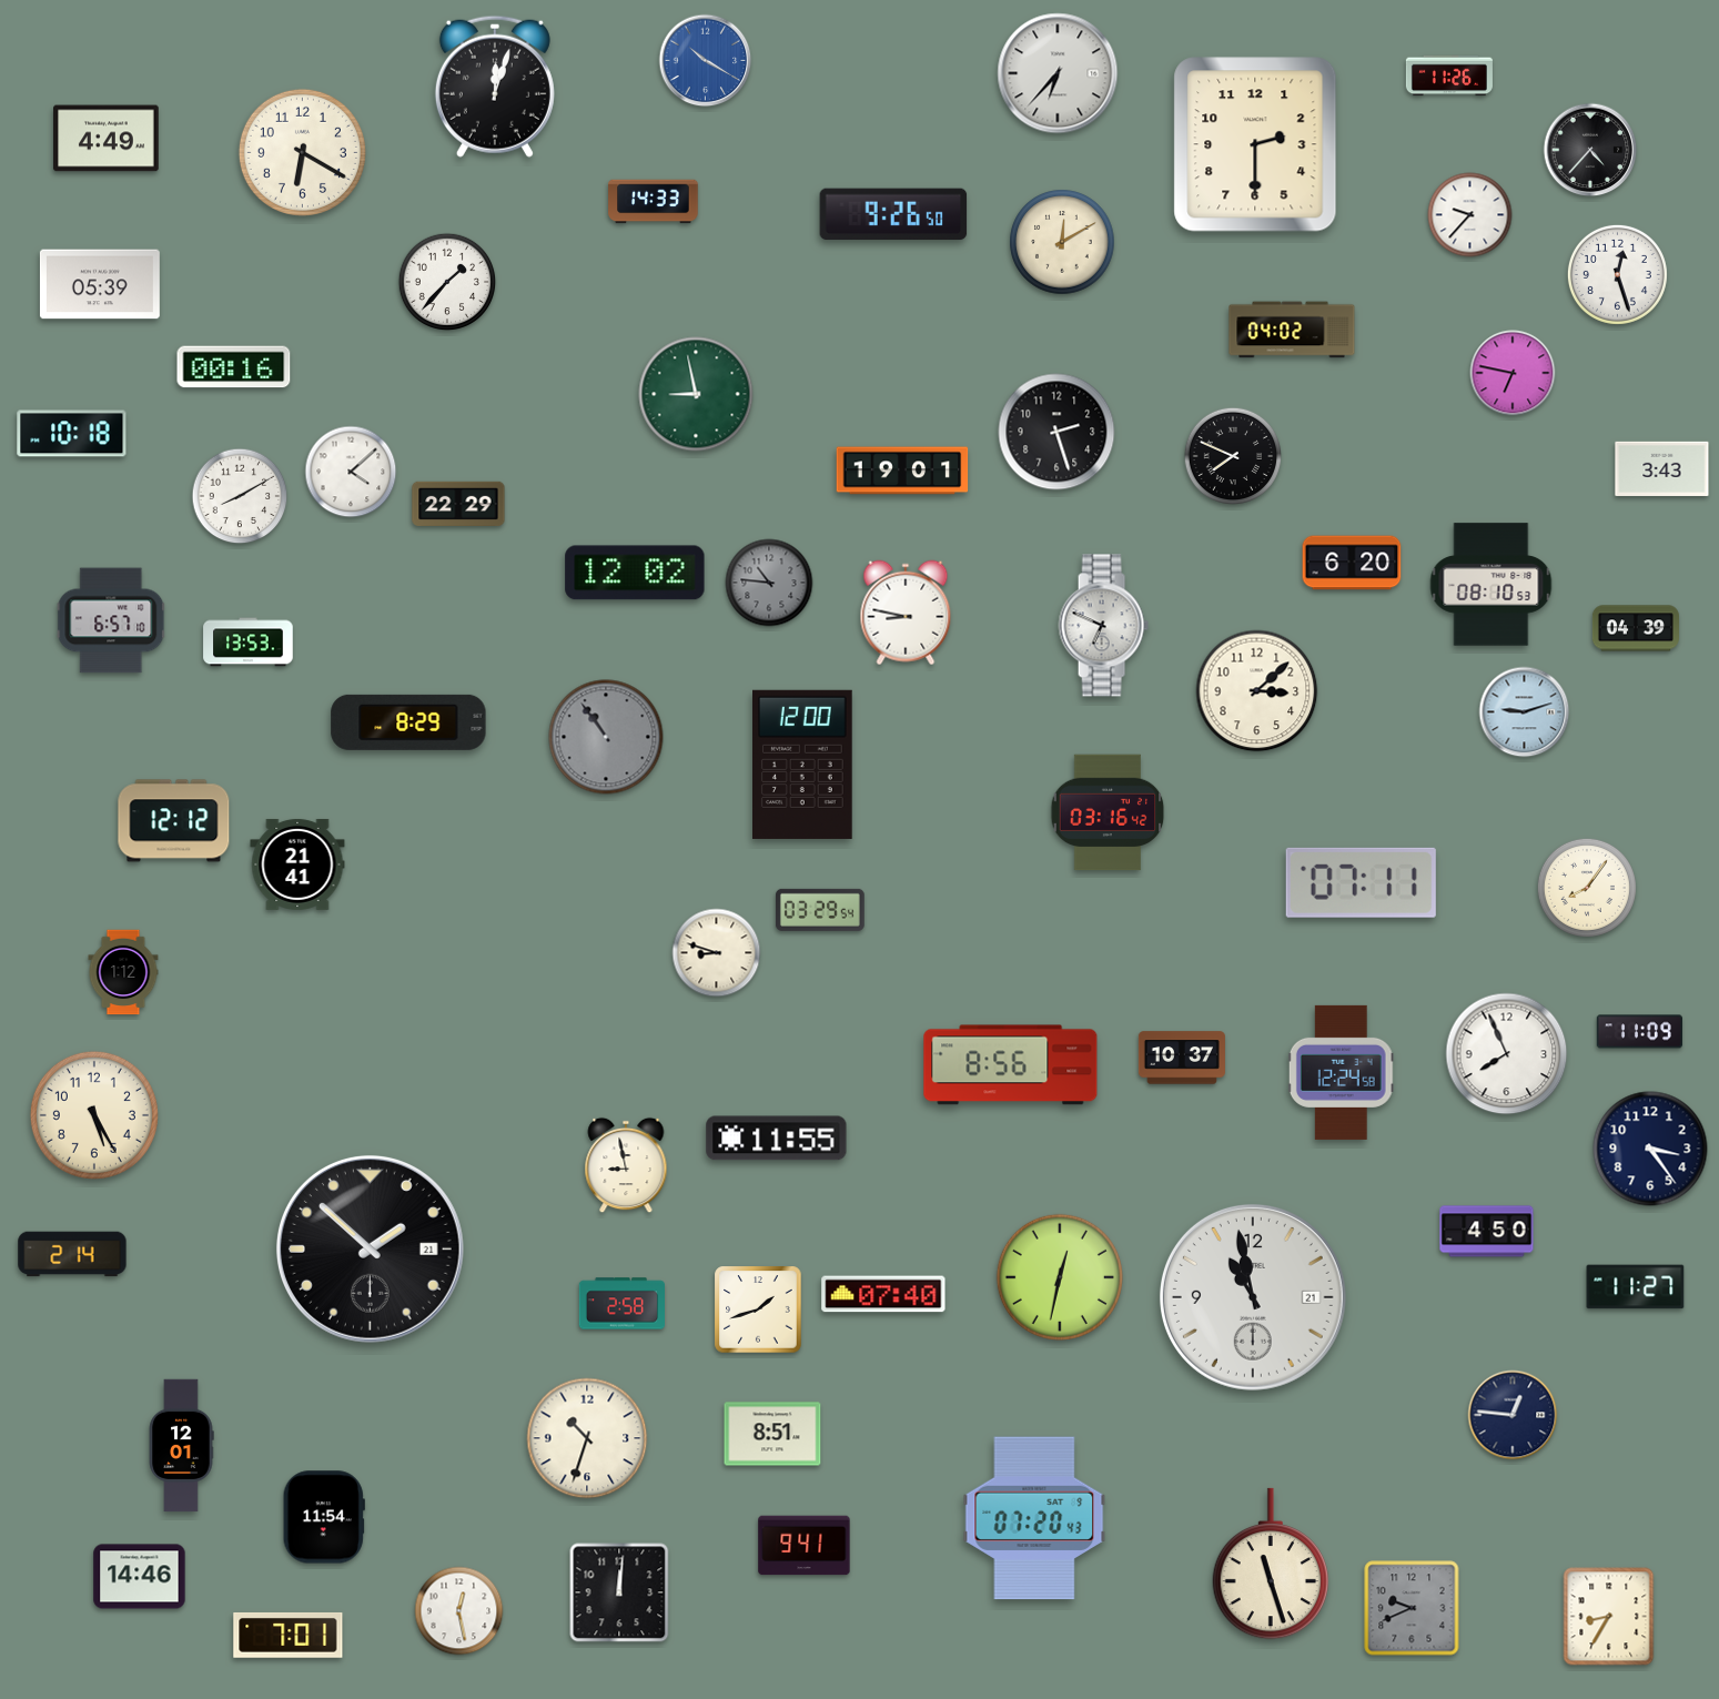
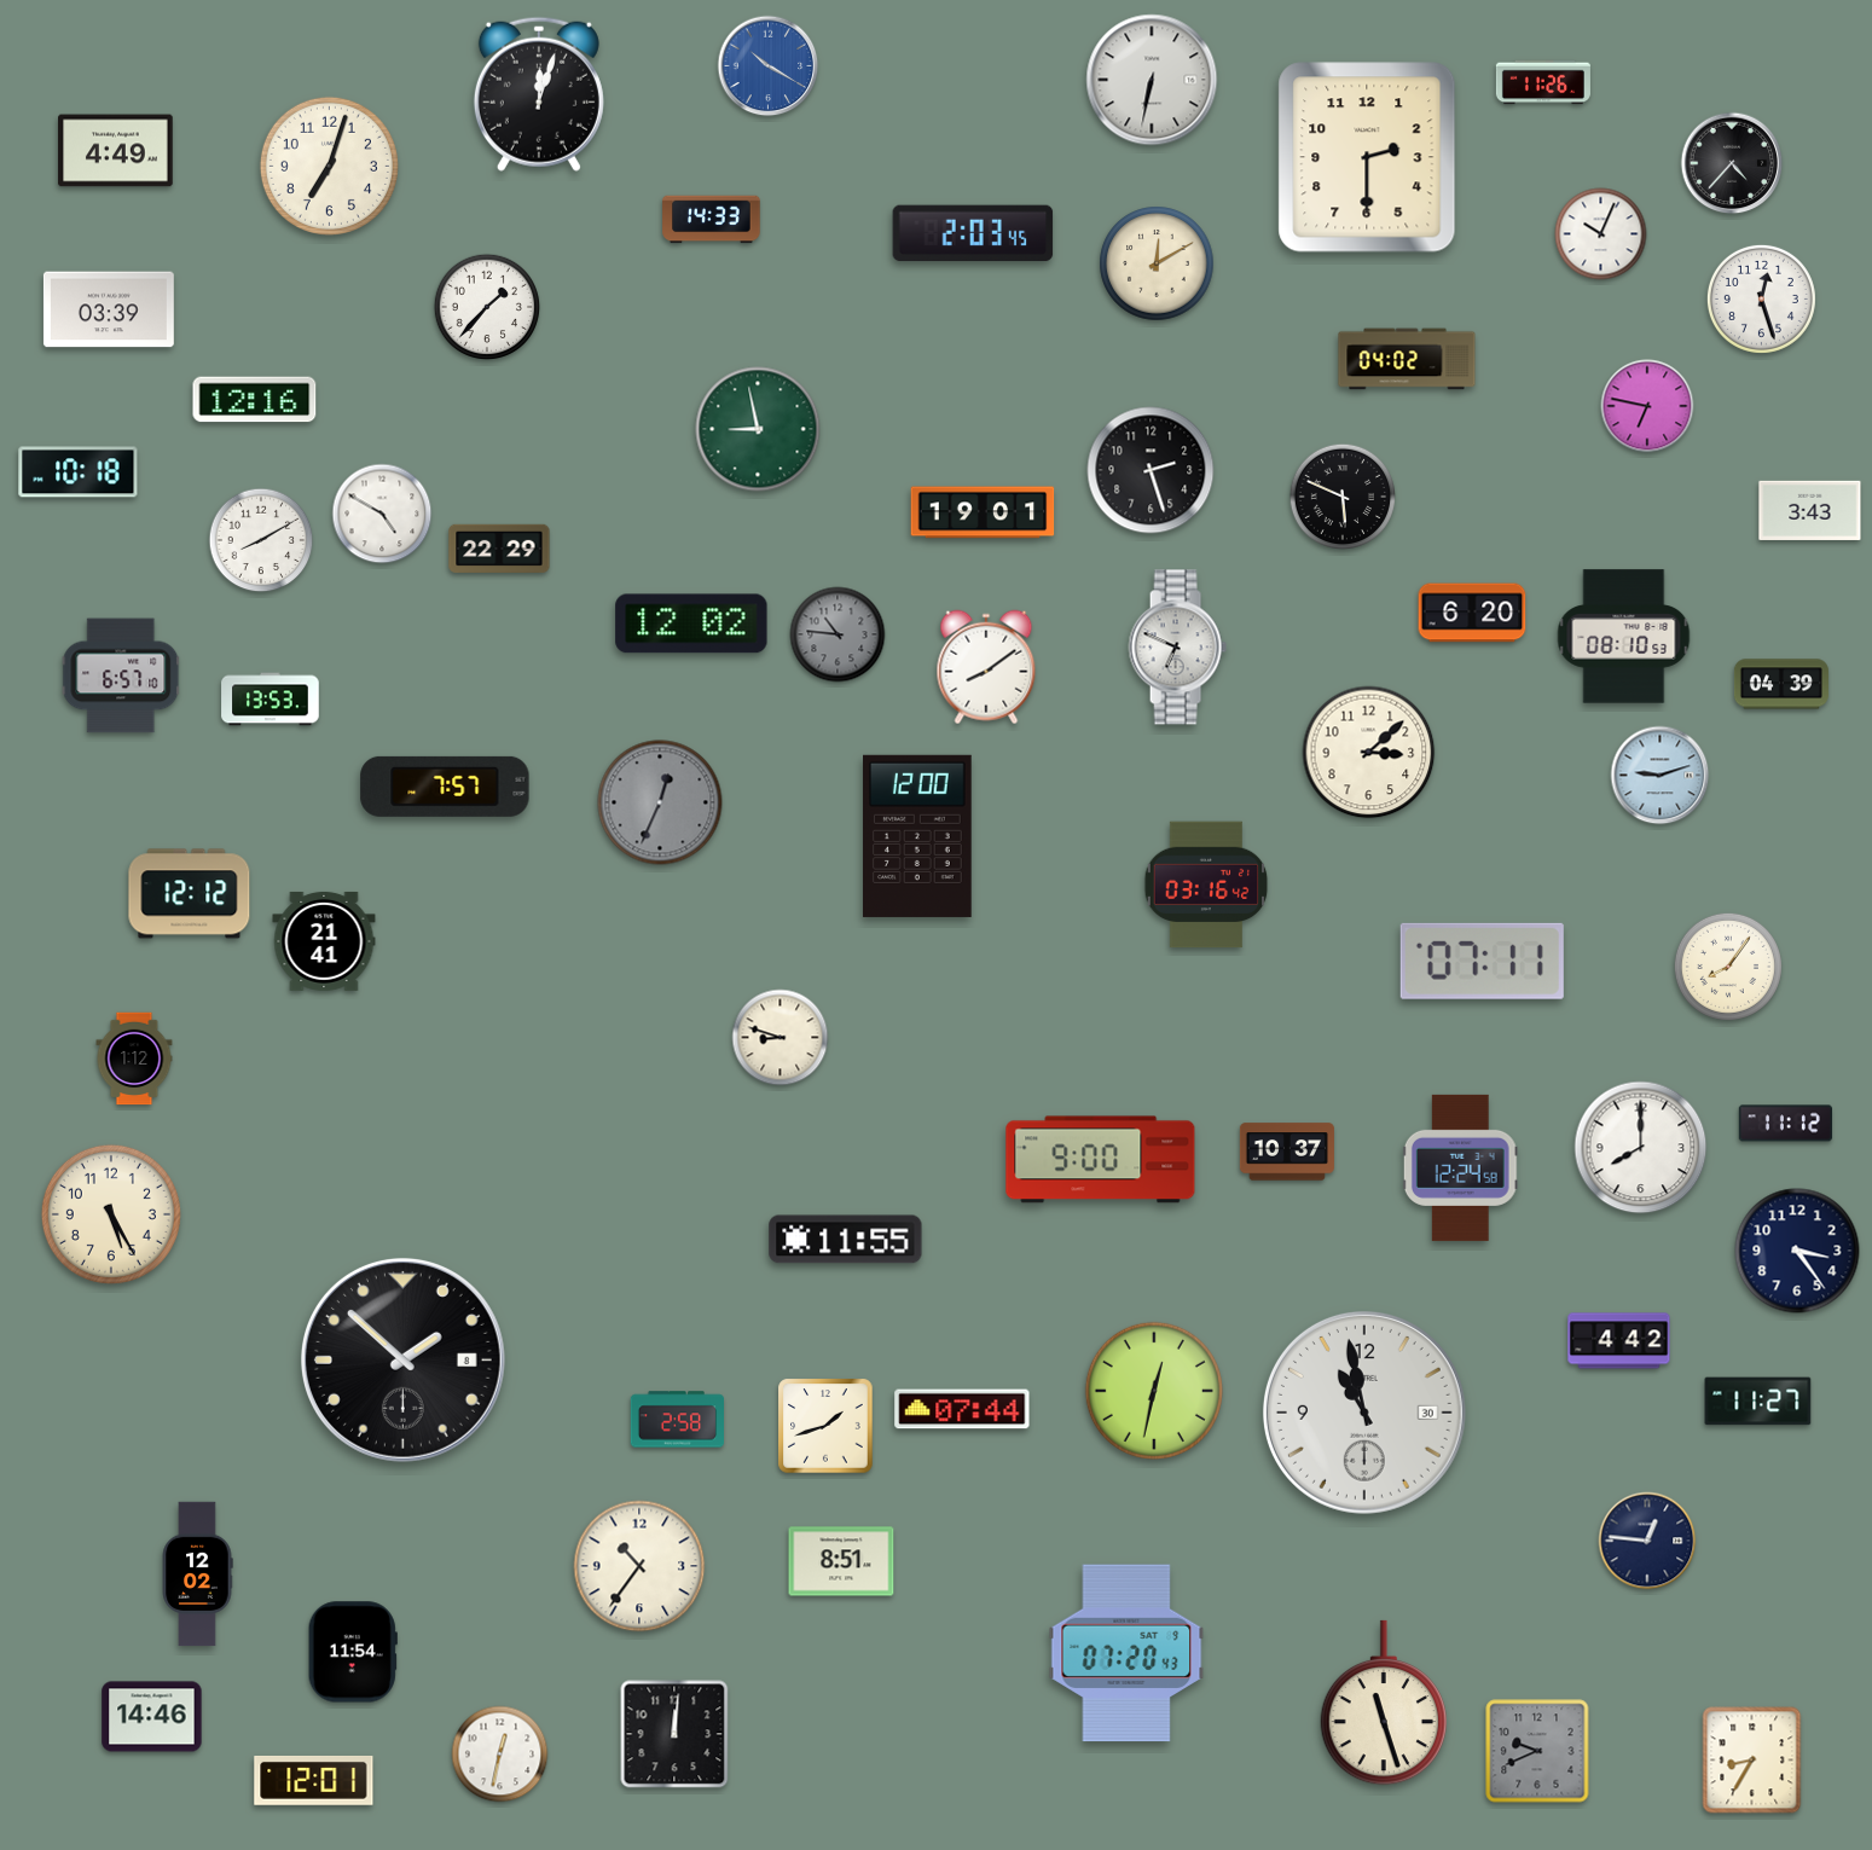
clock at (1058, 73): 6:37 -> 6:32
clock at (1449, 75) position: (1449, 75) -> (1543, 82)
clock at (302, 152): 6:20 -> 7:03
clock at (893, 214): 9:26 -> 2:03
clock at (1470, 215): 9:37 -> 10:04
clock at (100, 284): 05:39 -> 03:39
clock at (234, 367): 00:16 -> 12:16
clock at (1233, 456): 7:49 -> 5:49
clock at (351, 472): 4:08 -> 4:50
clock at (906, 613): 8:47 -> 8:09
clock at (1103, 626) position: (1103, 626) -> (1177, 648)
clock at (408, 722): 8:29 -> 7:57
clock at (606, 737): 10:54 -> 12:34
clock at (803, 765) position: (803, 765) -> (918, 836)
clock at (820, 910): 03:29 -> none
clock at (1639, 1032): 11:09 -> 11:12
clock at (1507, 1054): 7:56 -> 8:00
clock at (1011, 1065): 8:56 -> 9:00
clock at (94, 1115) position: (94, 1115) -> (111, 1214)
clock at (626, 1165): 8:58 -> none
clock at (1487, 1232): 4:50 -> 4:42
clock at (370, 1248) date: 21 -> 8
clock at (72, 1254): 2:14 -> none
clock at (1636, 1287) position: (1636, 1287) -> (1758, 1402)
clock at (883, 1294): 07:40 -> 07:44
clock at (1253, 1297) date: 21 -> 30
clock at (587, 1438): 10:33 -> 10:36
clock at (181, 1446): 12:01 -> 12:02
clock at (805, 1546): 9:41 -> none
clock at (459, 1611): 12:28 -> 12:32
clock at (289, 1635): 7:01 -> 12:01
